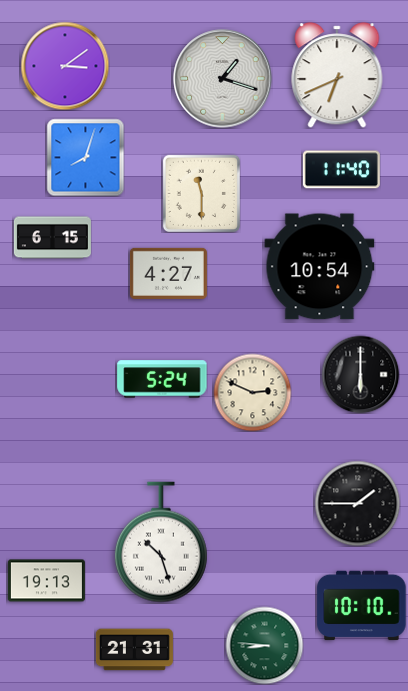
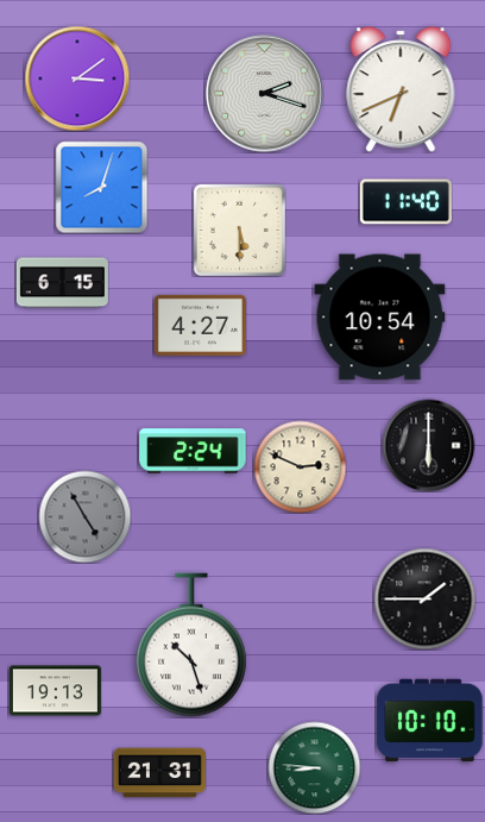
clock at (223, 79): 1:18 -> 2:18
clock at (201, 193): 11:30 -> 5:30
clock at (162, 379): 5:24 -> 2:24
clock at (84, 516): none -> 4:55
